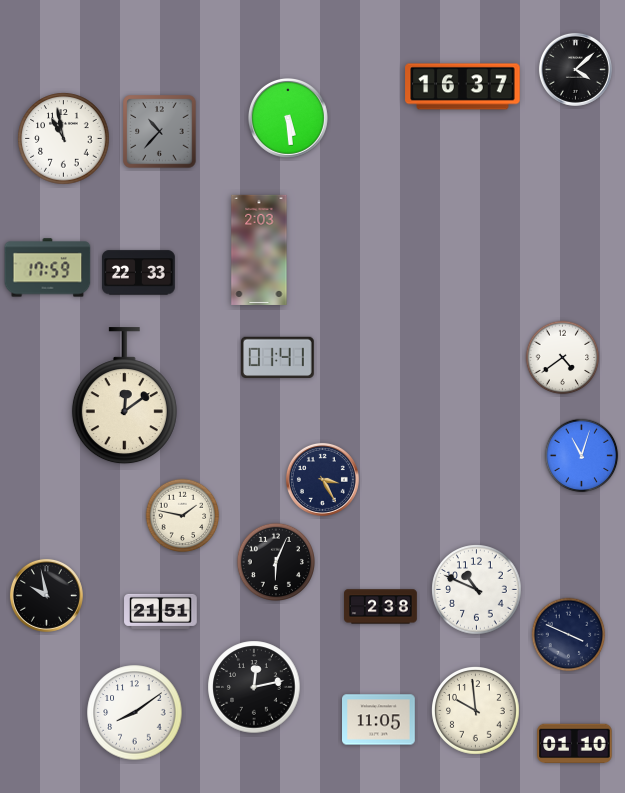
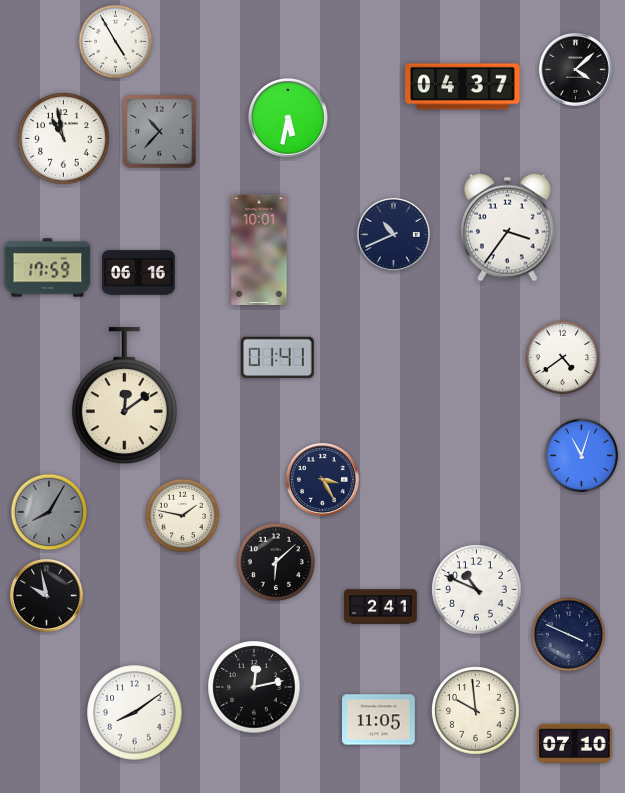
clock at (116, 42): none -> 4:55
clock at (463, 87): 16:37 -> 04:37
clock at (288, 118): 5:29 -> 5:32
clock at (508, 227): none -> 3:36
clock at (393, 234): none -> 10:41
clock at (259, 250): 2:03 -> 10:01
clock at (139, 273): 22:33 -> 06:16
clock at (49, 512): none -> 8:05
clock at (275, 561): 6:04 -> 6:08
clock at (381, 607): 2:38 -> 2:41
clock at (161, 611): 21:51 -> none
clock at (575, 744): 01:10 -> 07:10
